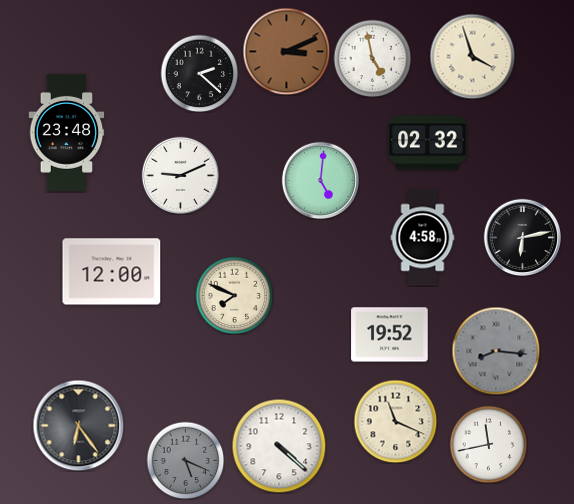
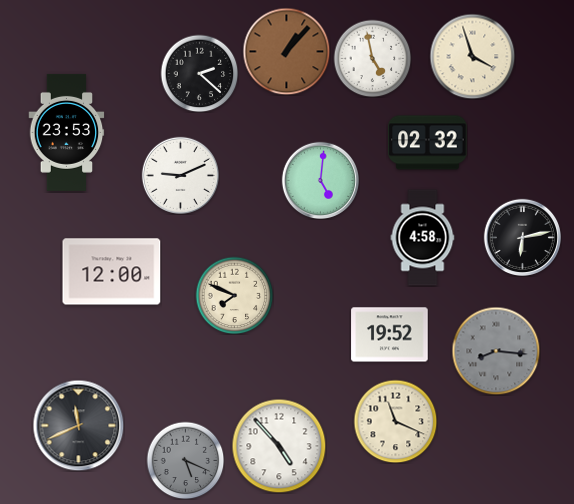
clock at (286, 51): 3:11 -> 1:07
clock at (67, 132): 23:48 -> 23:53
clock at (78, 425): 6:24 -> 11:41
clock at (488, 444): 11:43 -> none
clock at (279, 446): 4:22 -> 4:53
